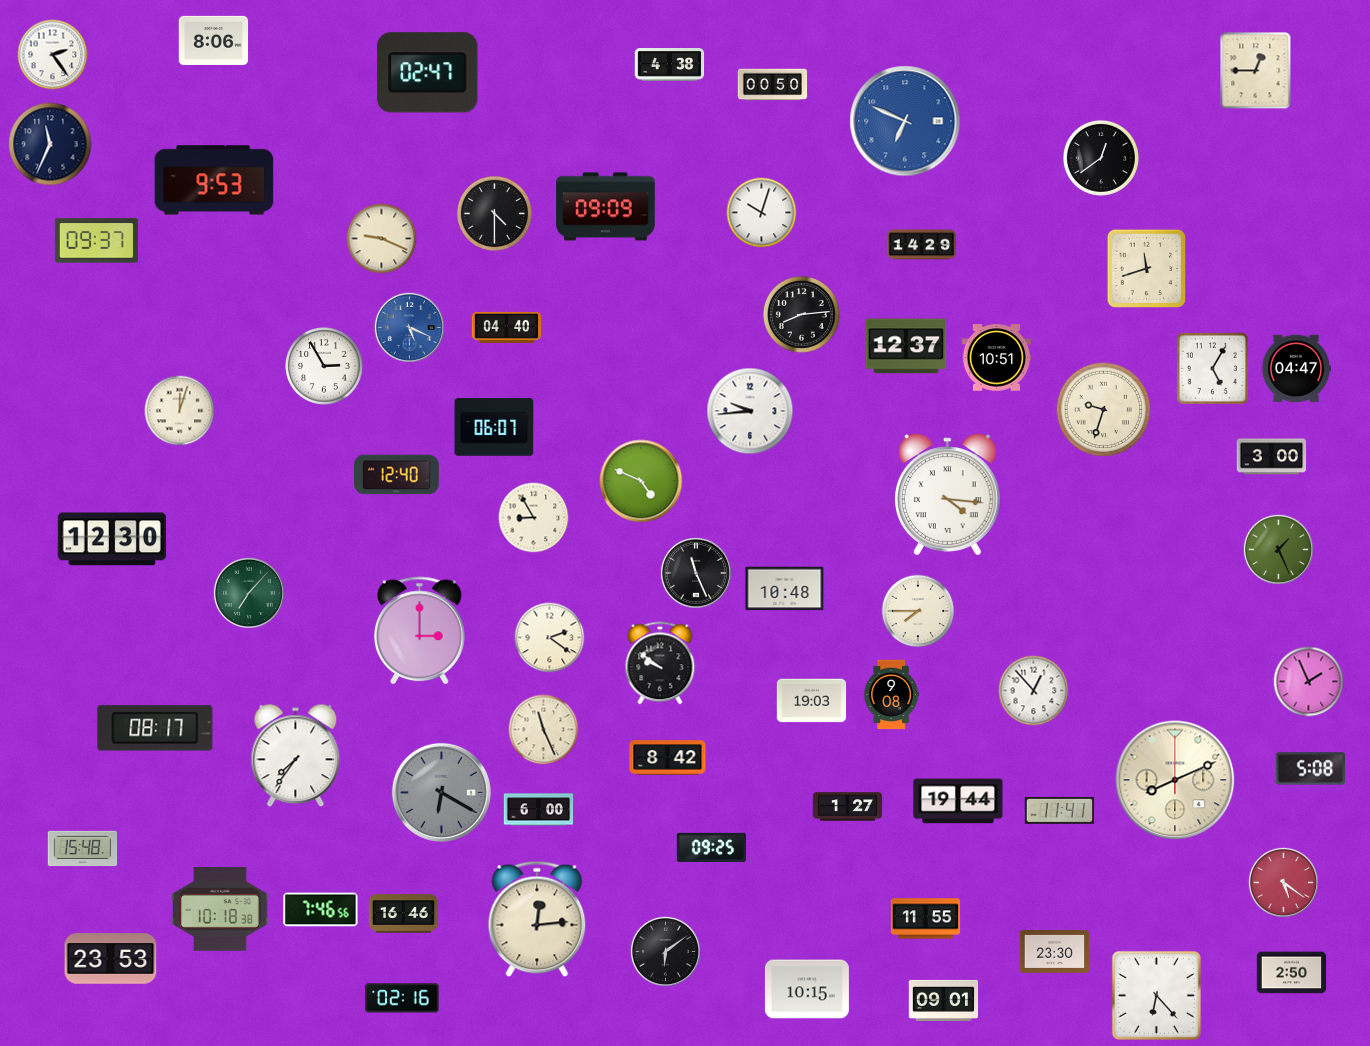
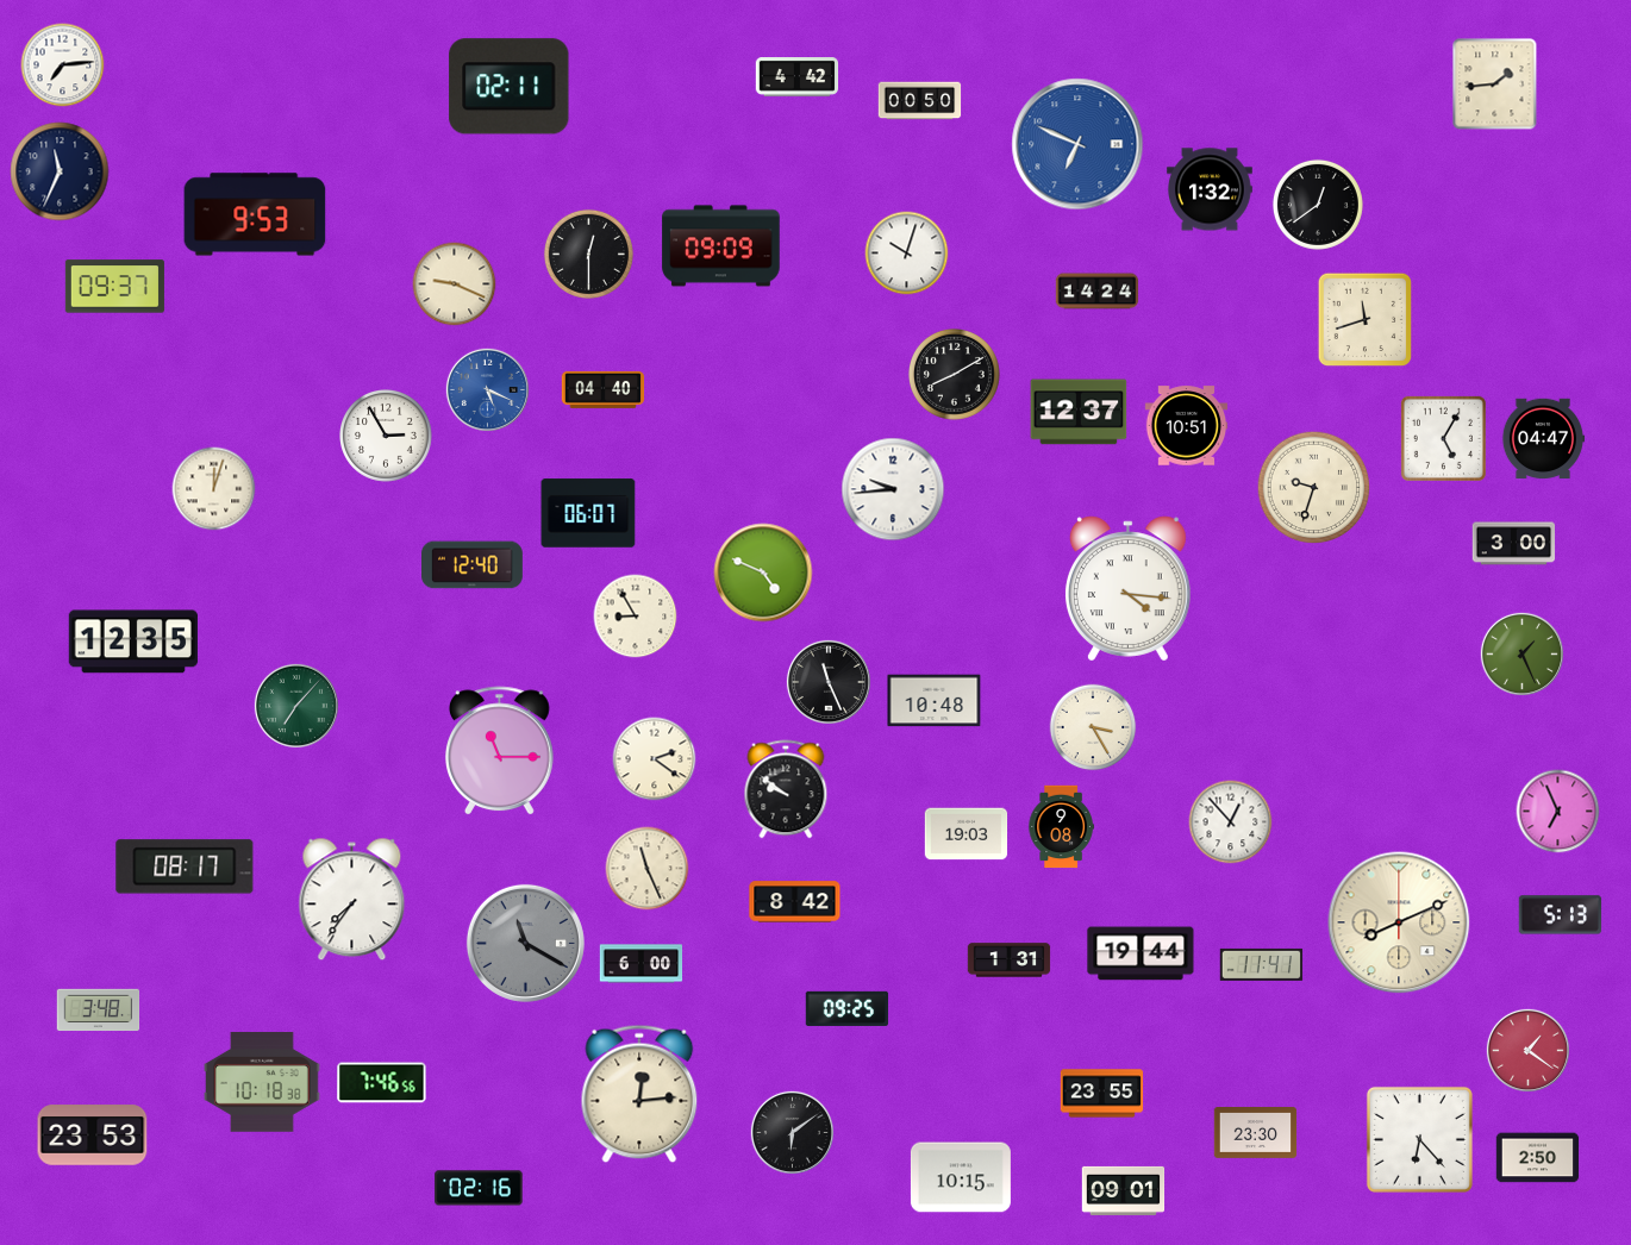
clock at (214, 40): 8:06 -> none
clock at (53, 55): 2:24 -> 7:14
clock at (670, 65): 4:38 -> 4:42
clock at (1256, 71): 12:45 -> 1:44
clock at (428, 73): 02:47 -> 02:11
clock at (1101, 158) position: (1101, 158) -> (1318, 205)
clock at (1211, 189): none -> 1:32
clock at (494, 213): 4:30 -> 12:30
clock at (922, 245): 14:29 -> 14:24
clock at (801, 314): 8:14 -> 8:10
clock at (494, 427) position: (494, 427) -> (588, 513)
clock at (112, 539): 12:30 -> 12:35
clock at (918, 611): 7:45 -> 3:25
clock at (419, 631): 3:00 -> 11:15
clock at (1309, 682): 1:56 -> 6:56
clock at (1311, 769): 5:08 -> 5:13
clock at (1175, 780) position: (1175, 780) -> (1399, 922)
clock at (441, 792): 6:20 -> 11:20
clock at (848, 807): 1:27 -> 1:31
clock at (83, 849): 15:48 -> 3:48
clock at (1283, 882): 5:21 -> 1:21
clock at (404, 914): 16:46 -> none
clock at (926, 919): 11:55 -> 23:55
clock at (111, 959) position: (111, 959) -> (93, 1135)
clock at (1156, 995) position: (1156, 995) -> (1419, 1139)
